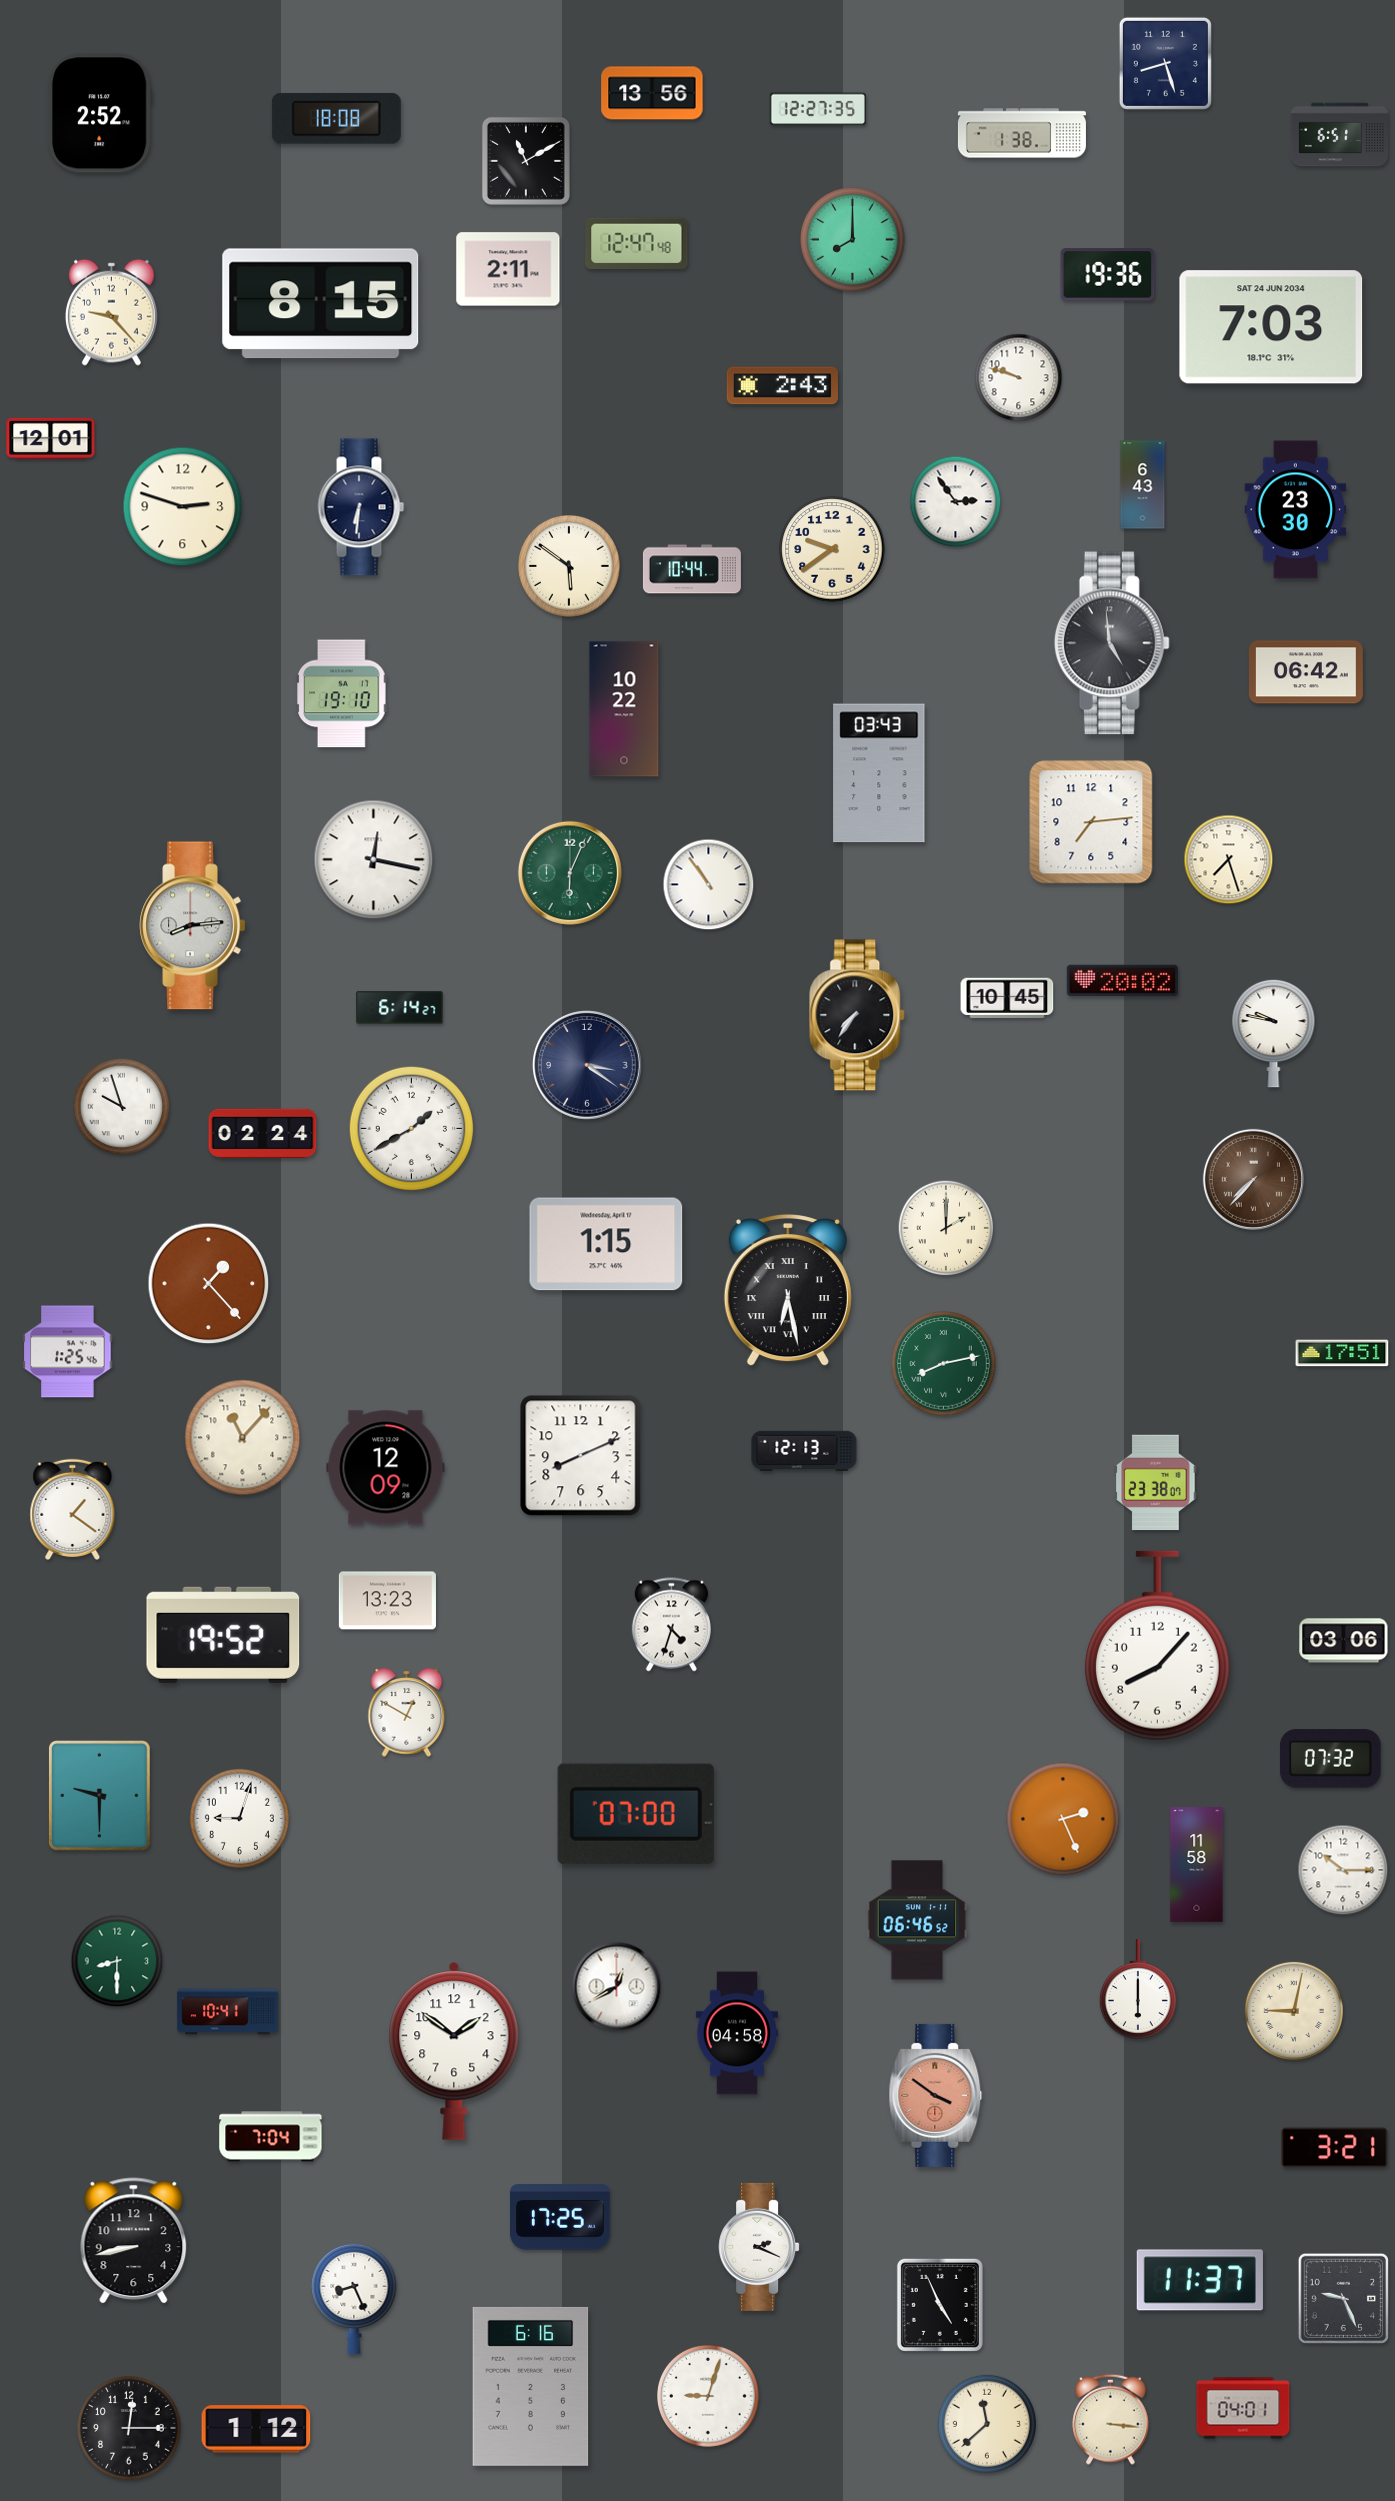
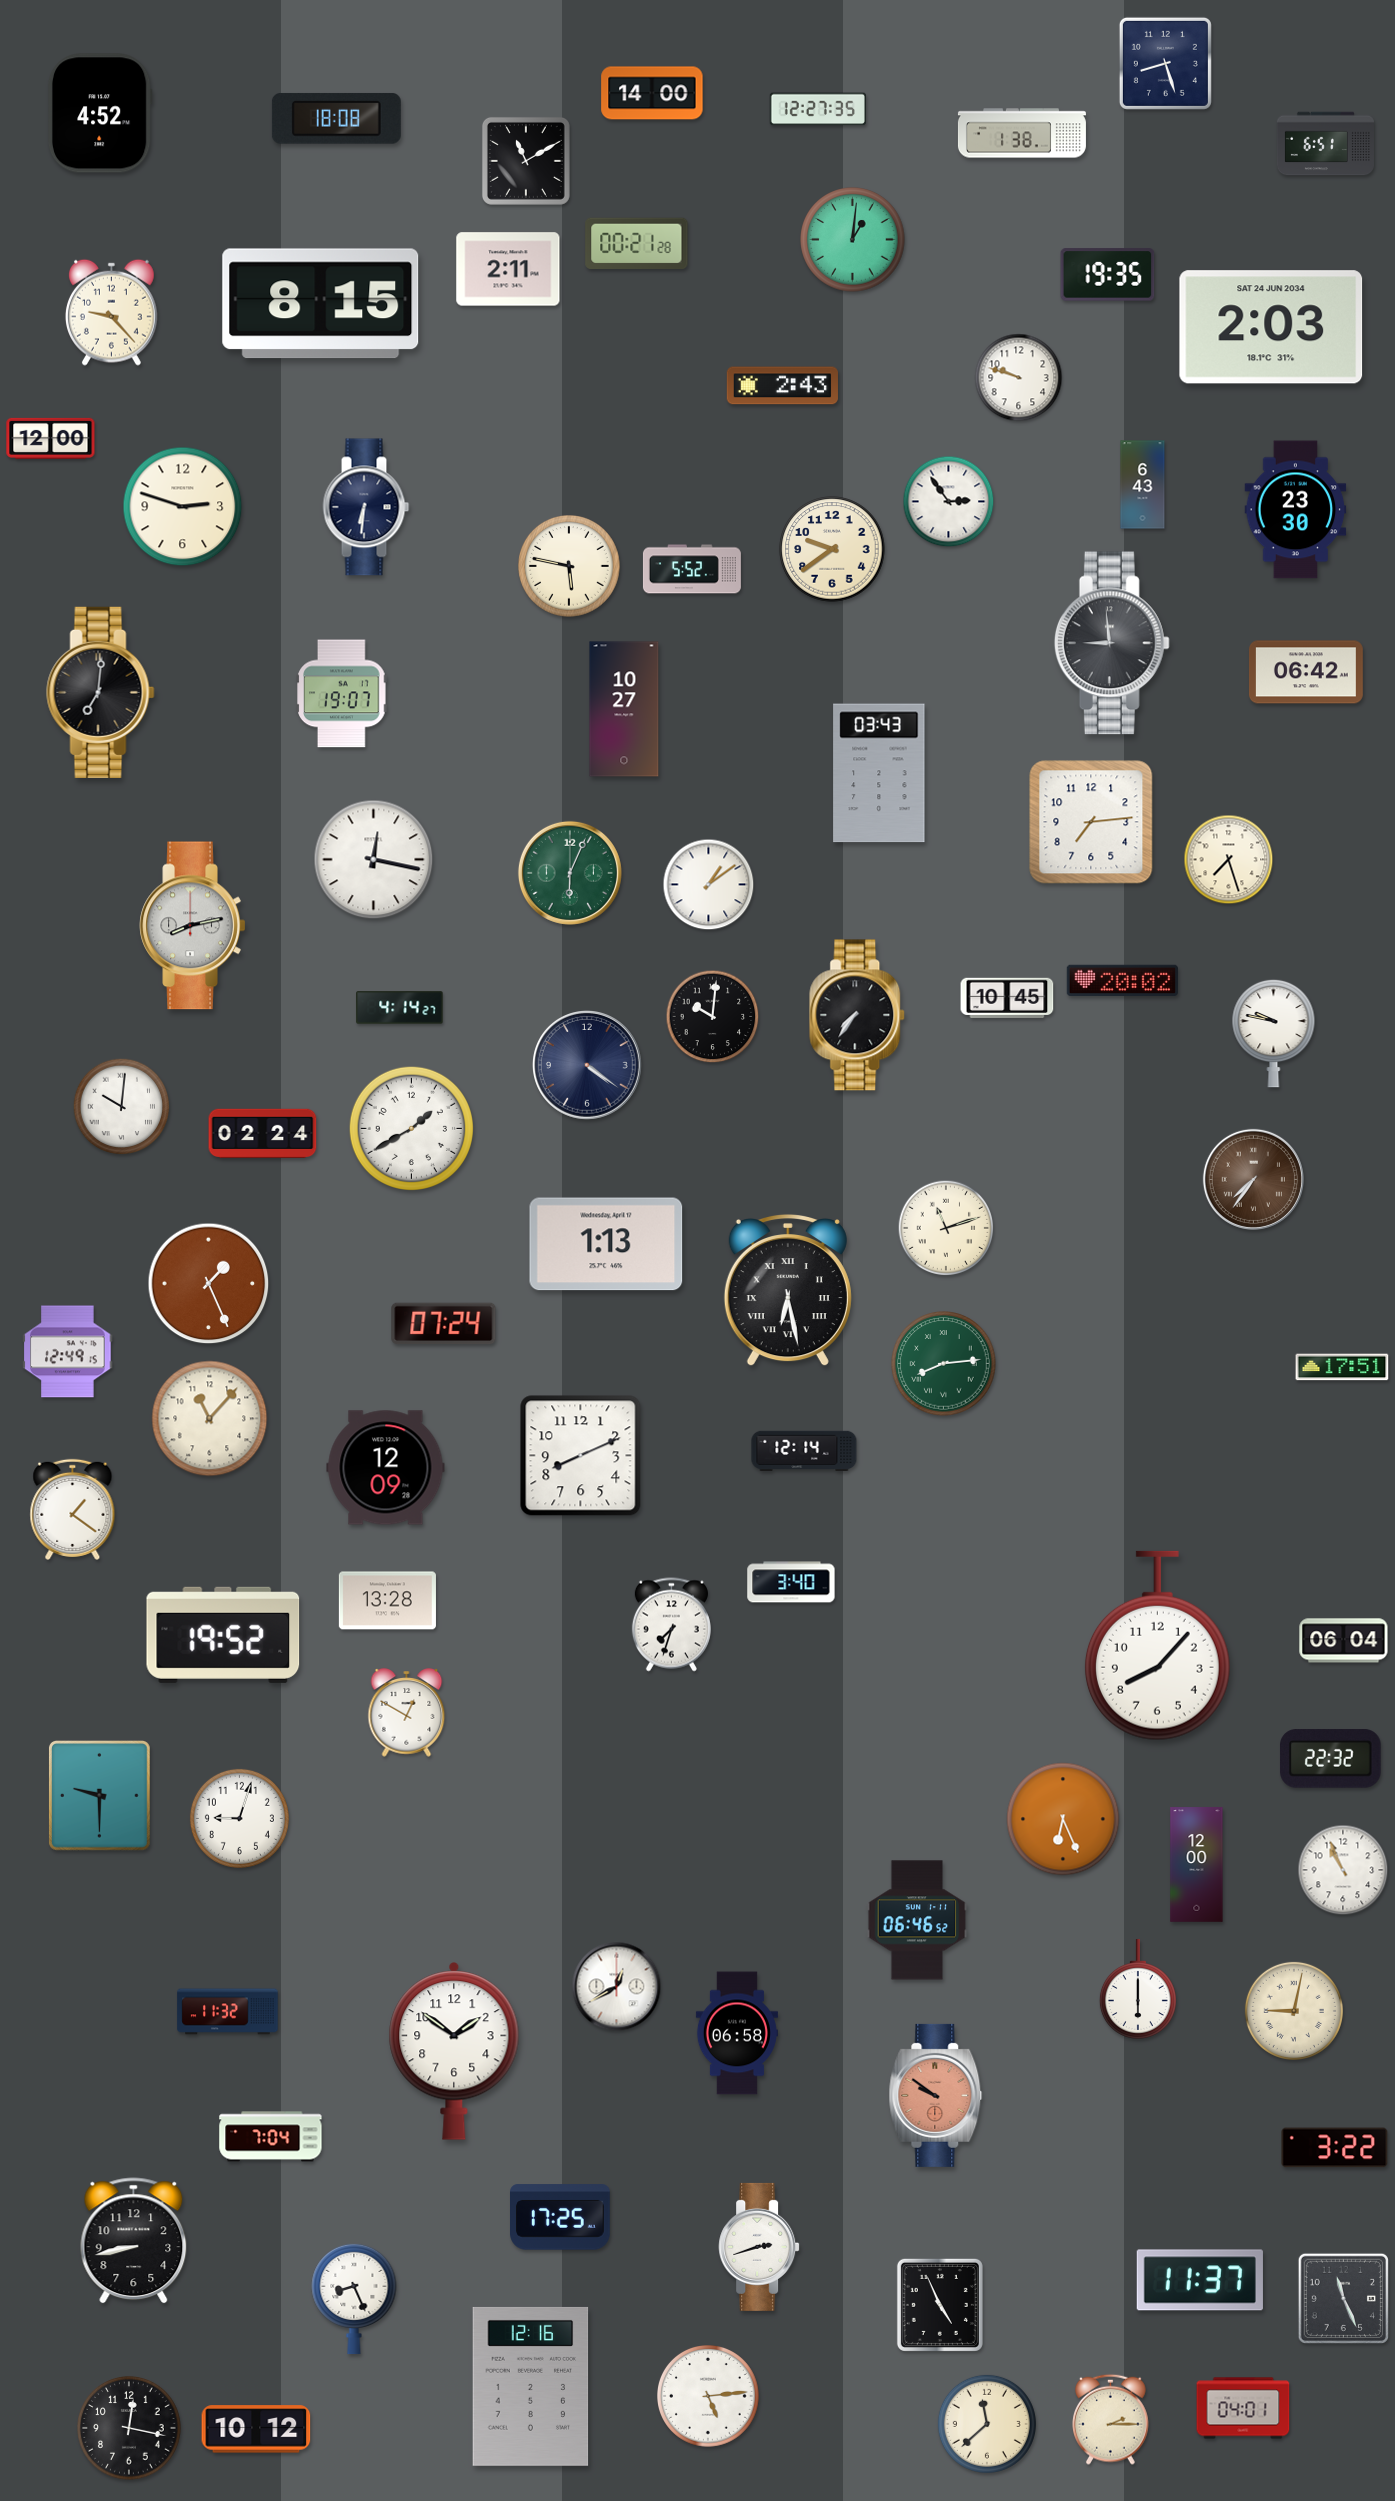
clock at (652, 93): 13:56 -> 14:00
clock at (100, 113): 2:52 -> 4:52
clock at (1339, 135) position: (1339, 135) -> (1325, 144)
clock at (853, 240): 8:00 -> 1:01
clock at (637, 244): 12:47 -> 00:21
clock at (1108, 275): 19:36 -> 19:35
clock at (1271, 327): 7:03 -> 2:03
clock at (51, 438): 12:01 -> 12:00
clock at (956, 502) position: (956, 502) -> (949, 502)
clock at (361, 507) position: (361, 507) -> (366, 507)
clock at (570, 567): 5:51 -> 5:47
clock at (692, 569): 10:44 -> 5:52
clock at (1112, 643): 4:59 -> 8:59
clock at (101, 692): none -> 7:01
clock at (342, 694): 19:10 -> 19:07
clock at (624, 709): 10:22 -> 10:27
clock at (709, 885): 10:54 -> 1:09
clock at (193, 926): 8:14 -> 8:13
clock at (400, 1008): 6:14 -> 4:14
clock at (713, 1017): none -> 10:01
clock at (588, 1066): 3:21 -> 4:21
clock at (122, 1107): 9:57 -> 10:01
clock at (1253, 1179): 7:37 -> 7:36
clock at (946, 1228): 2:00 -> 11:12
clock at (606, 1244): 1:15 -> 1:13
clock at (209, 1284): 1:23 -> 1:26
clock at (444, 1324): none -> 07:24
clock at (68, 1352): 1:25 -> 12:49
clock at (1342, 1353) position: (1342, 1353) -> (1342, 1367)
clock at (944, 1364): 8:13 -> 8:14
clock at (243, 1438) position: (243, 1438) -> (210, 1419)
clock at (804, 1450): 12:13 -> 12:14
clock at (1156, 1483): 23:38 -> none
clock at (791, 1582): none -> 3:40
clock at (387, 1601): 13:23 -> 13:28
clock at (671, 1625): 4:33 -> 7:33
clock at (1344, 1641): 03:06 -> 06:04
clock at (1331, 1759): 07:32 -> 22:32
clock at (636, 1814): 07:00 -> none
clock at (1063, 1819): 2:26 -> 6:26
clock at (1197, 1865): 11:58 -> 12:00
clock at (1343, 1870): 10:15 -> 10:56
clock at (117, 1961): 8:30 -> none
clock at (228, 2012): 10:41 -> 11:32
clock at (737, 2033): 04:58 -> 06:58
clock at (936, 2095): 3:51 -> 9:51
clock at (1335, 2148): 3:21 -> 3:22
clock at (759, 2247): 2:19 -> 2:42
clock at (1343, 2298): 9:26 -> 11:26
clock at (531, 2386): 6:16 -> 12:16
clock at (709, 2397): 9:03 -> 5:14
clock at (1111, 2419): 3:16 -> 2:15
clock at (129, 2428): 12:15 -> 12:17
clock at (256, 2429): 1:12 -> 10:12
